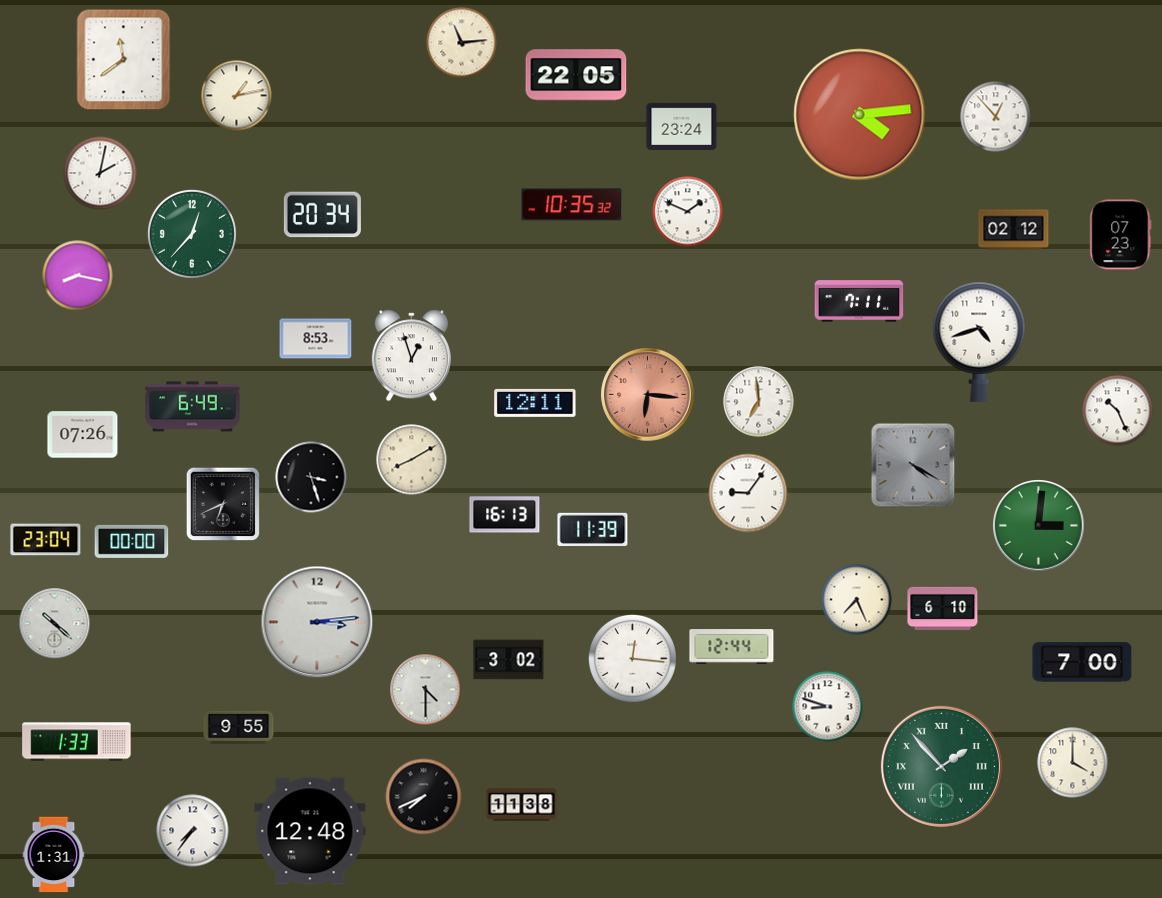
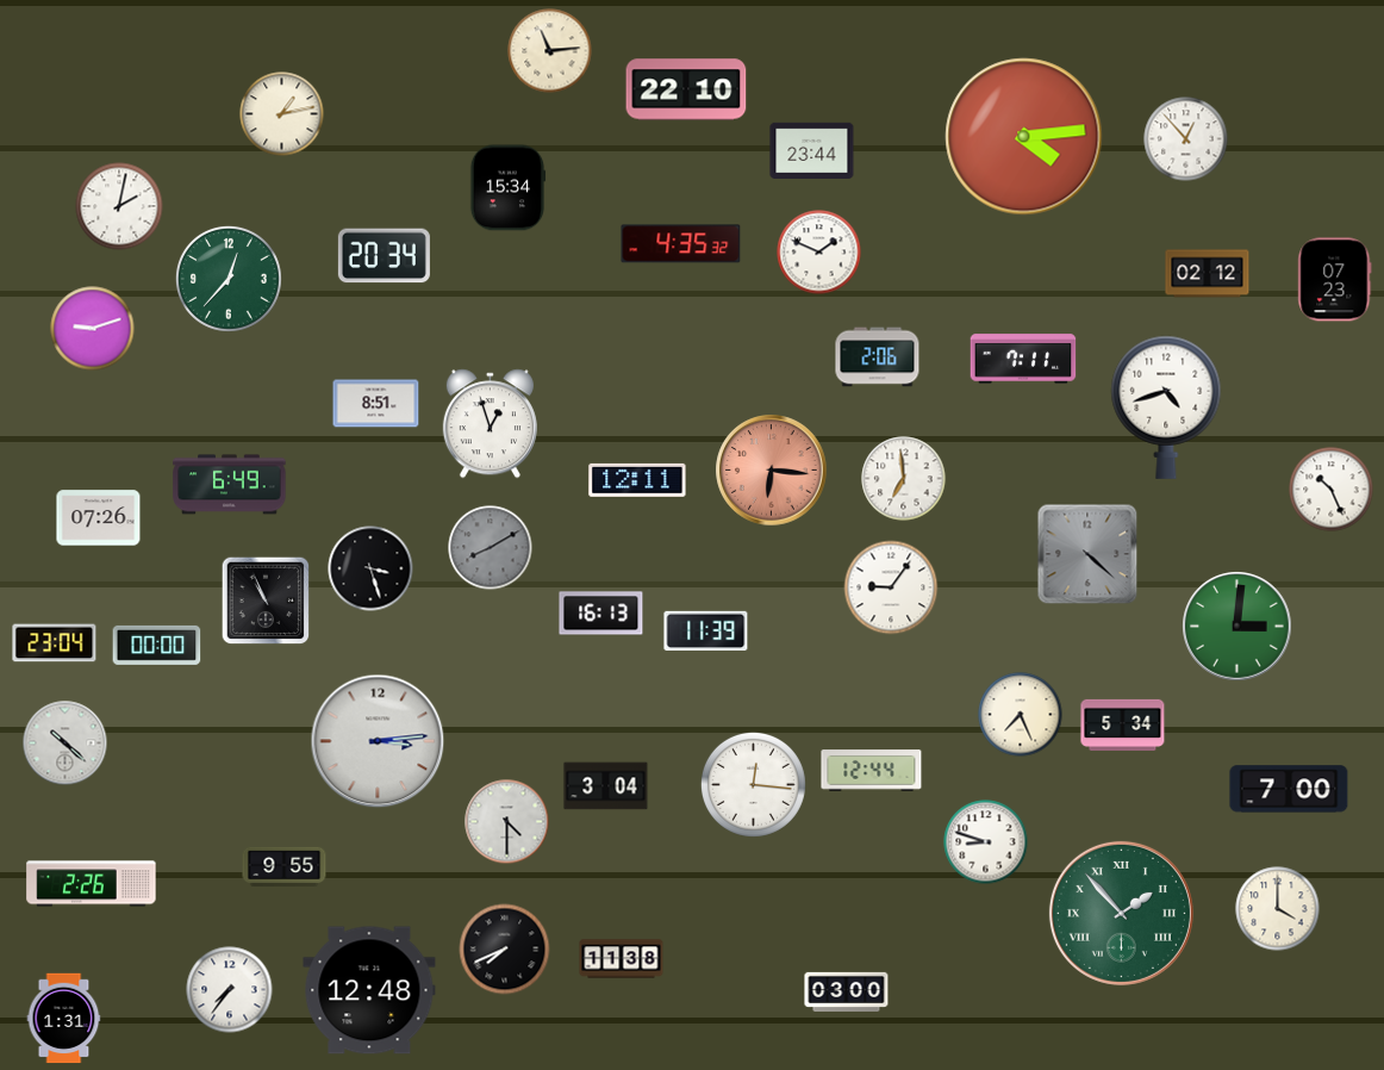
clock at (124, 60): 11:39 -> none
clock at (576, 75): 22:05 -> 22:10
clock at (682, 126): 23:24 -> 23:44
clock at (507, 188): none -> 15:34
clock at (572, 205): 10:35 -> 4:35
clock at (78, 276): 8:17 -> 9:12
clock at (878, 357): none -> 2:06
clock at (316, 339): 8:53 -> 8:51
clock at (412, 460) dial: cream -> grey
clock at (913, 465): 4:20 -> 4:22
clock at (223, 504): 6:41 -> 10:56
clock at (943, 608): 6:10 -> 5:34
clock at (509, 660): 3:02 -> 3:04
clock at (77, 742): 1:33 -> 2:26
clock at (847, 991): none -> 03:00
